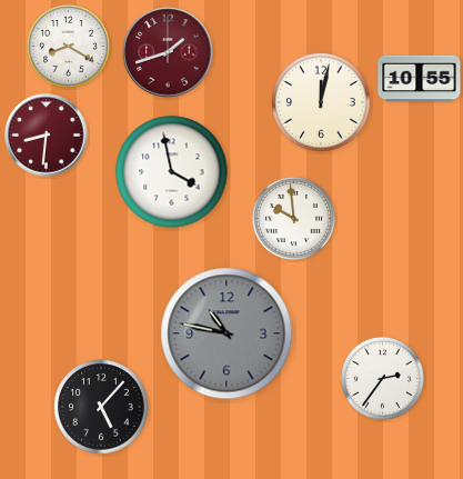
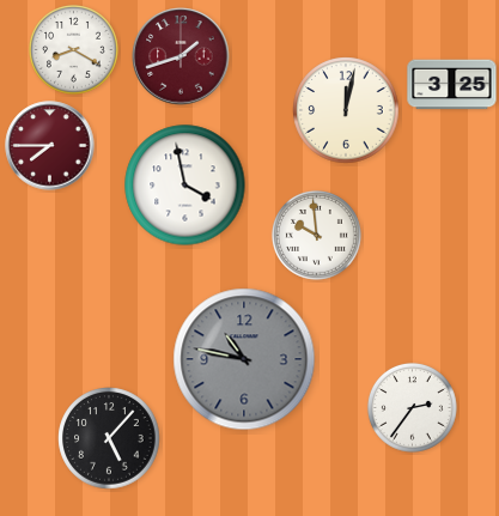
clock at (420, 79): 10:55 -> 3:25
clock at (47, 136): 8:31 -> 7:45
